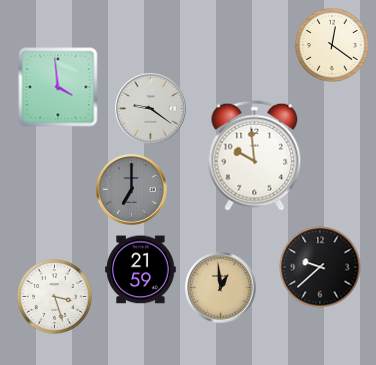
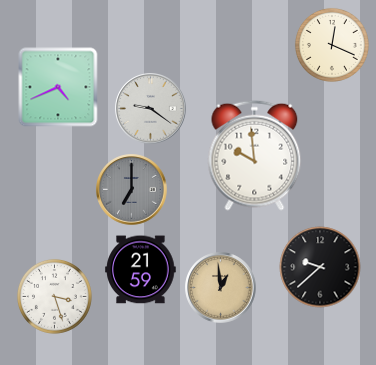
clock at (332, 45): 12:21 -> 12:19
clock at (58, 87): 3:59 -> 4:41
